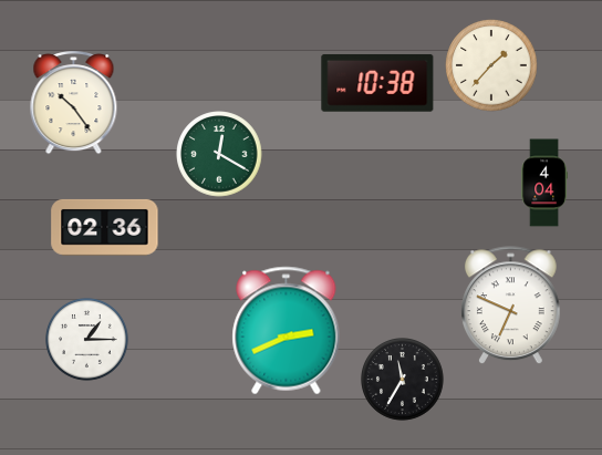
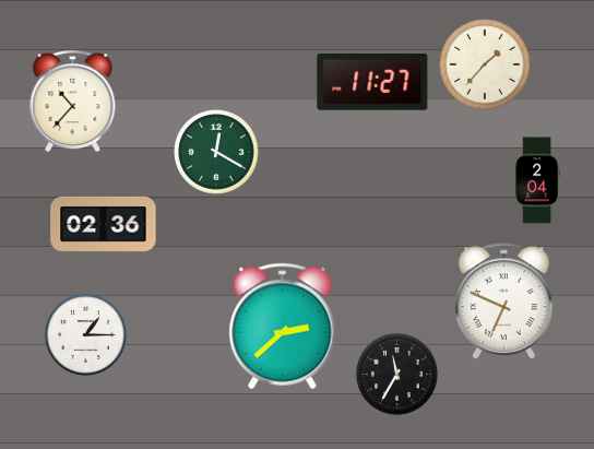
clock at (377, 83): 10:38 -> 11:27
clock at (74, 103): 10:24 -> 10:37
clock at (544, 183): 4:04 -> 2:04
clock at (287, 331): 2:41 -> 2:38
